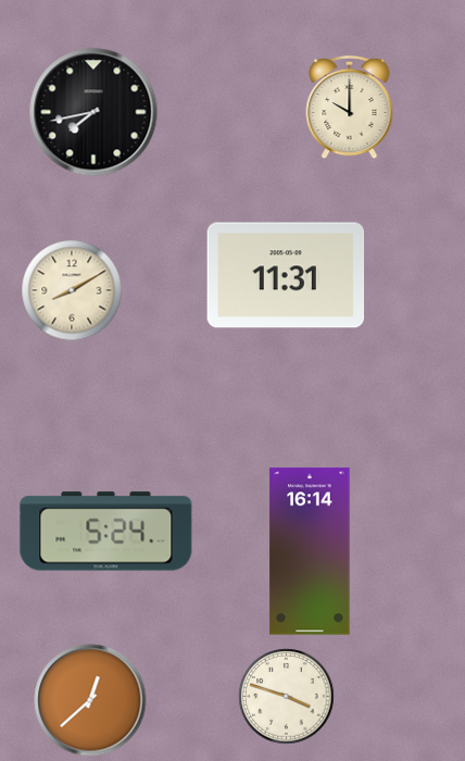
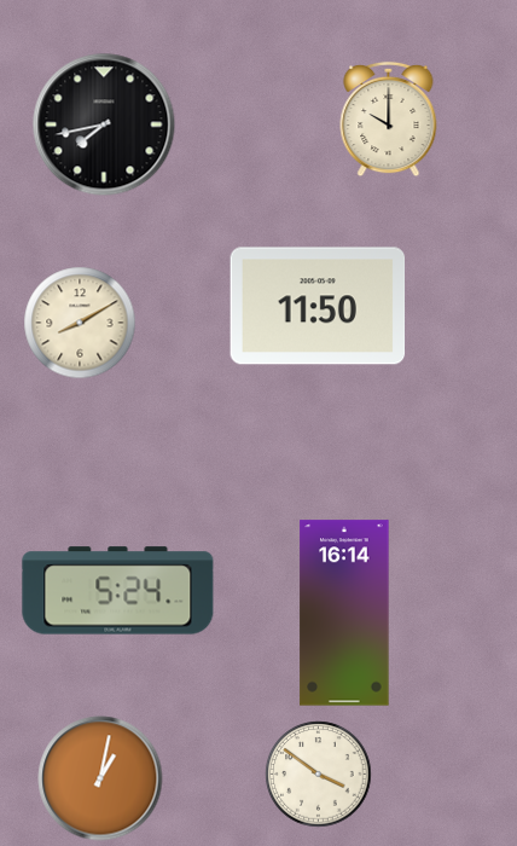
clock at (286, 275): 11:31 -> 11:50
clock at (287, 697): 3:48 -> 3:51
clock at (90, 700): 12:38 -> 1:02
